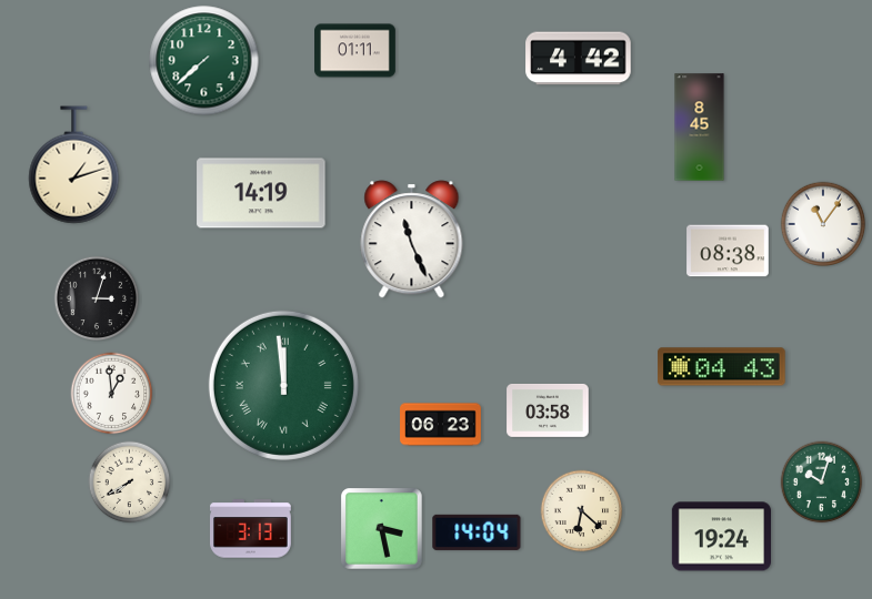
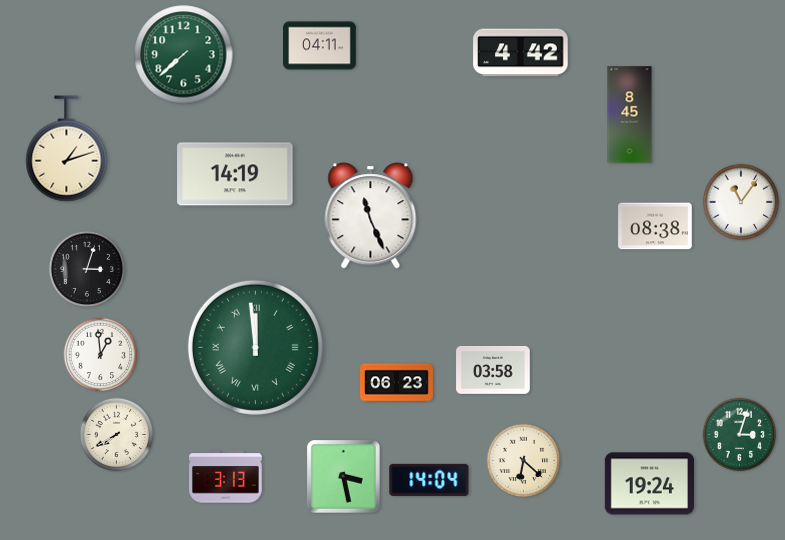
clock at (355, 51): 01:11 -> 04:11
clock at (722, 367): 04:43 -> none
clock at (822, 483): 10:03 -> 3:03
